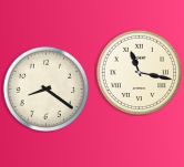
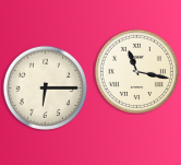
clock at (45, 88): 8:21 -> 6:15
